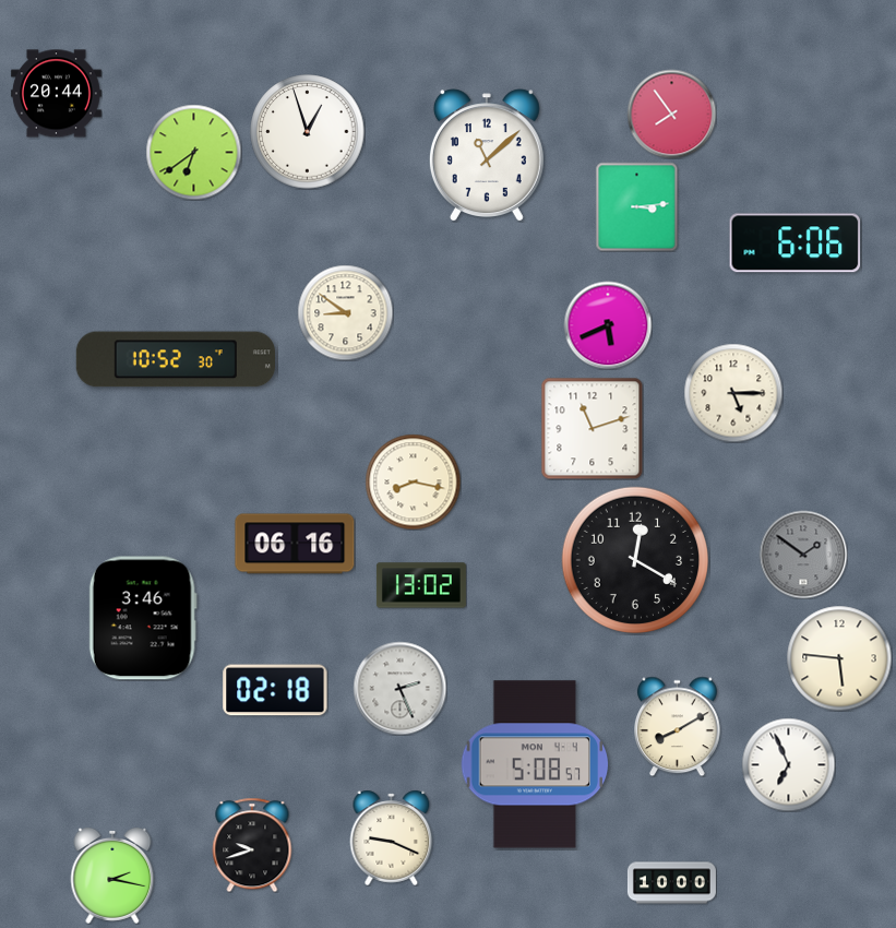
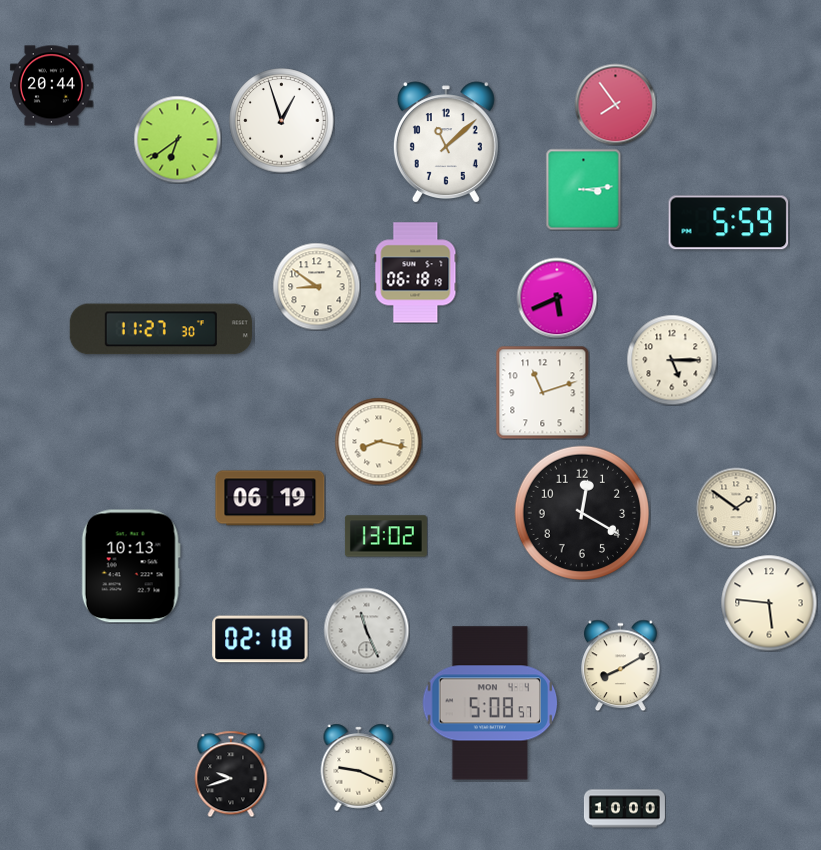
clock at (796, 243): 6:06 -> 5:59
clock at (416, 273): none -> 06:18
clock at (176, 359): 10:52 -> 11:27
clock at (295, 544): 06:16 -> 06:19
clock at (803, 555) dial: grey -> cream
clock at (143, 618): 3:46 -> 10:13
clock at (399, 688): 2:26 -> 11:26
clock at (275, 690) position: (275, 690) -> (260, 639)
clock at (535, 764) position: (535, 764) -> (490, 703)
clock at (788, 764): 6:56 -> none
clock at (112, 876): 2:17 -> none
clock at (671, 883) position: (671, 883) -> (624, 809)
